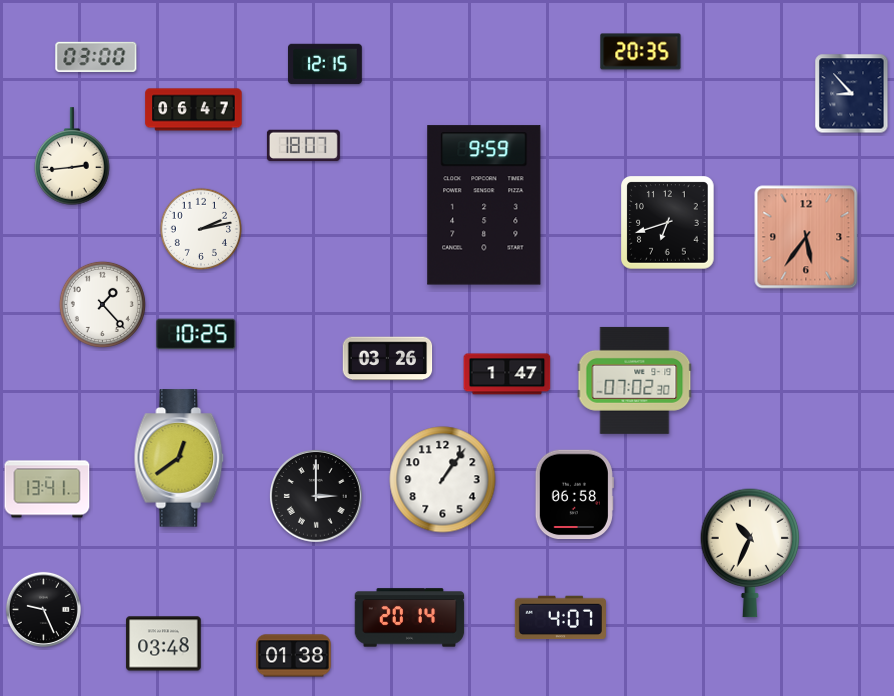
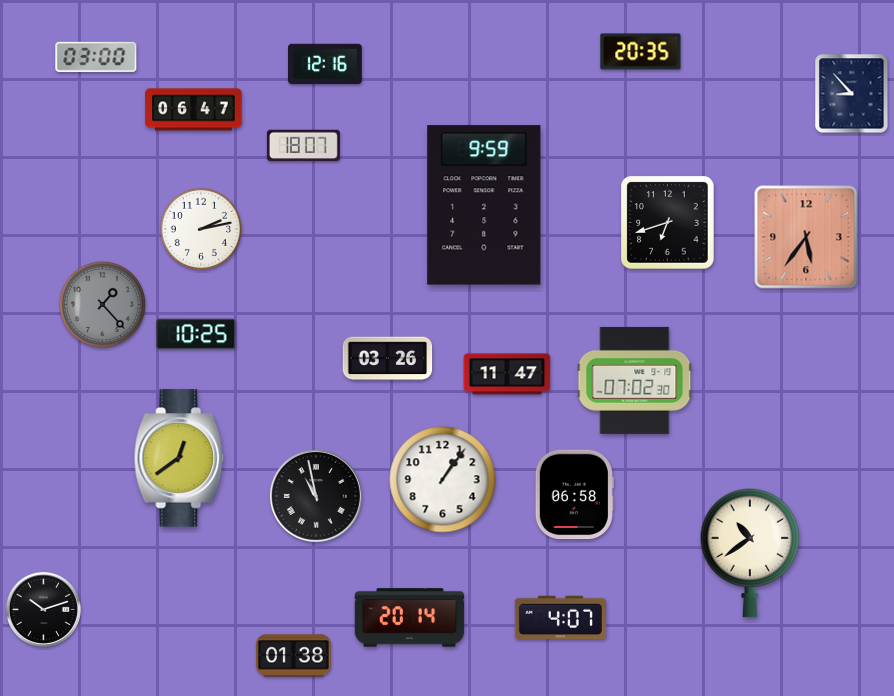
clock at (325, 64): 12:15 -> 12:16
clock at (72, 156): 2:44 -> none
clock at (102, 304) dial: white -> grey
clock at (507, 374): 1:47 -> 11:47
clock at (47, 489): 13:41 -> none
clock at (316, 496): 3:00 -> 10:58
clock at (750, 553): 10:34 -> 10:39
clock at (43, 609): 9:26 -> 10:12
clock at (164, 644): 03:48 -> none
